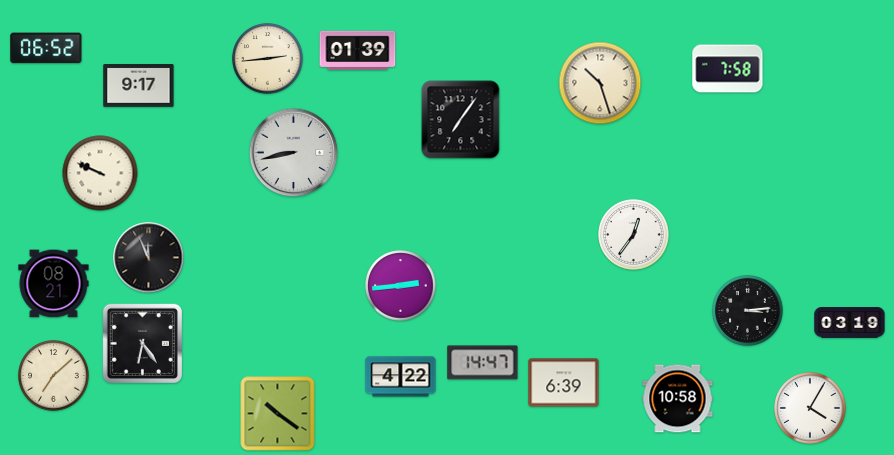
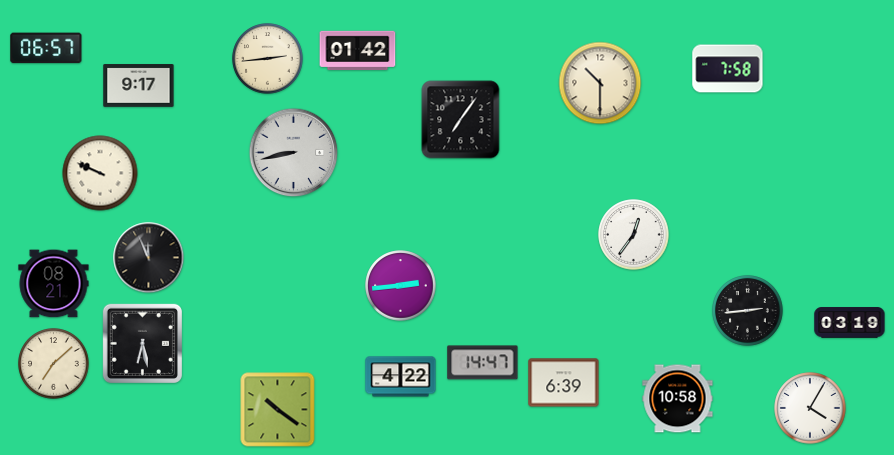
clock at (46, 48): 06:52 -> 06:57
clock at (358, 50): 01:39 -> 01:42
clock at (600, 83): 10:27 -> 10:30
clock at (748, 311): 3:14 -> 2:44
clock at (142, 343): 6:24 -> 6:28
clock at (54, 376) position: (54, 376) -> (54, 364)
clock at (278, 414) position: (278, 414) -> (278, 410)
